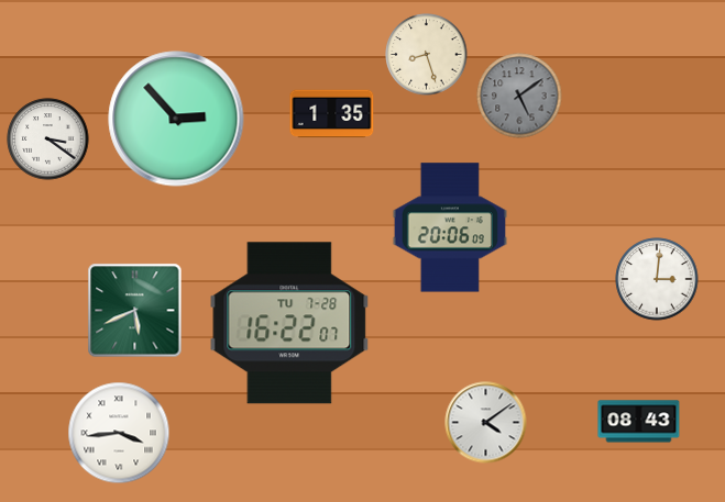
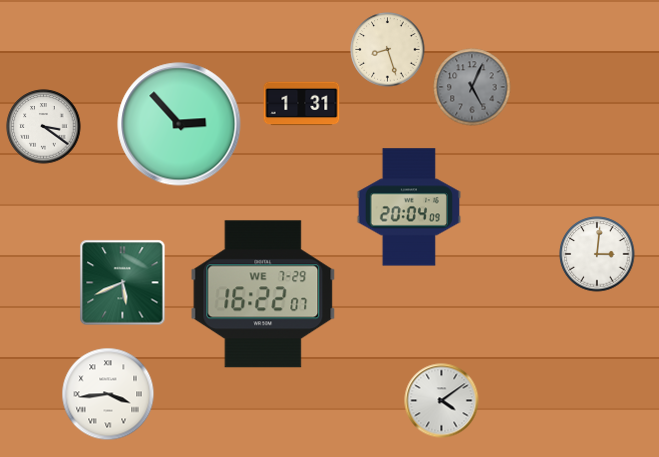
clock at (519, 96): 5:09 -> 5:04
clock at (332, 114): 1:35 -> 1:31
clock at (176, 119) position: (176, 119) -> (179, 124)
clock at (449, 227): 20:06 -> 20:04
clock at (289, 323) date: TU 7-28 -> WE 7-29
clock at (639, 422): 08:43 -> none
clock at (486, 423) position: (486, 423) -> (442, 401)
